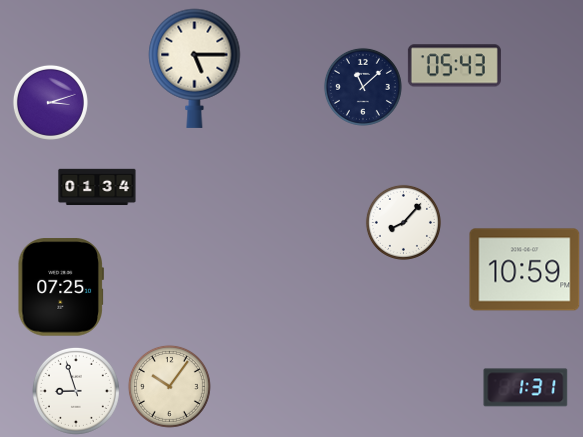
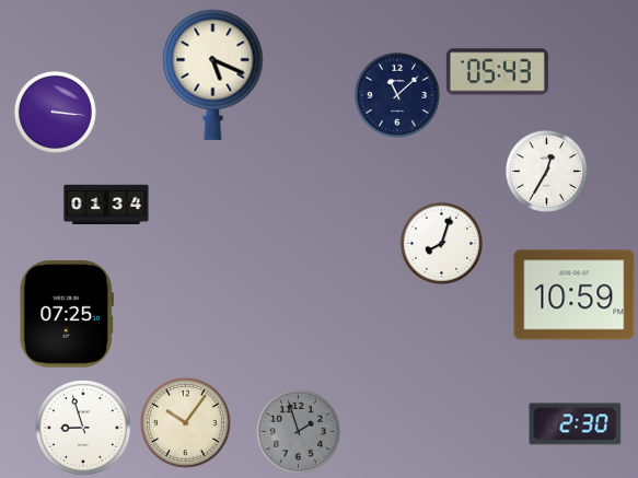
clock at (195, 68): 5:15 -> 5:19
clock at (50, 102): 3:12 -> 3:16
clock at (546, 171): none -> 12:35
clock at (403, 222): 8:07 -> 8:03
clock at (526, 388): 1:31 -> 2:30
clock at (298, 431): none -> 1:57
